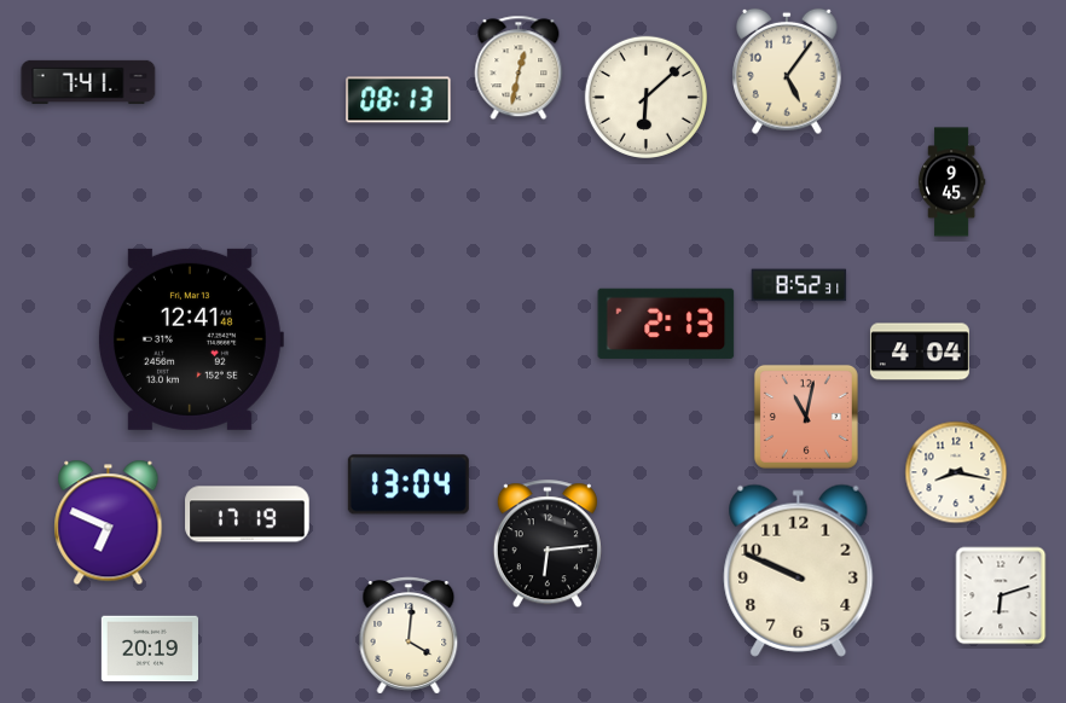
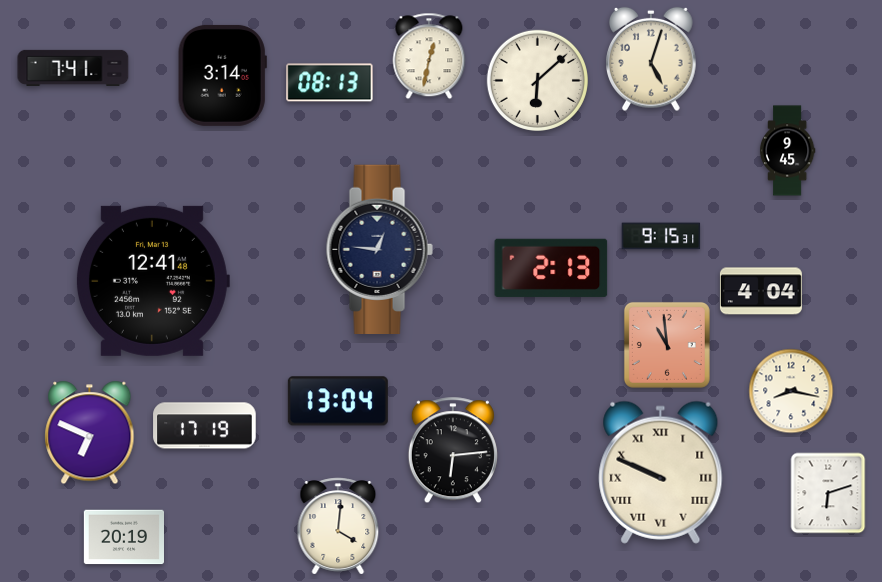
clock at (788, 71): 5:06 -> 5:03
clock at (222, 75): none -> 3:14
clock at (645, 97) position: (645, 97) -> (537, 80)
clock at (799, 285): 8:52 -> 9:15
clock at (379, 249): none -> 12:46
clock at (190, 339) position: (190, 339) -> (152, 281)
clock at (806, 417): 11:02 -> 10:59
clock at (799, 570) numerals: Arabic -> Roman
